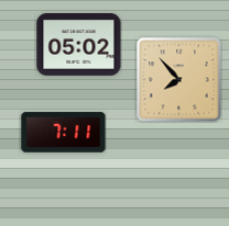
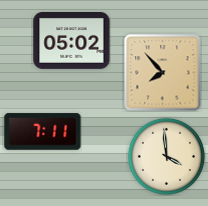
clock at (64, 133) position: (64, 133) -> (43, 132)
clock at (166, 156): none -> 3:59
